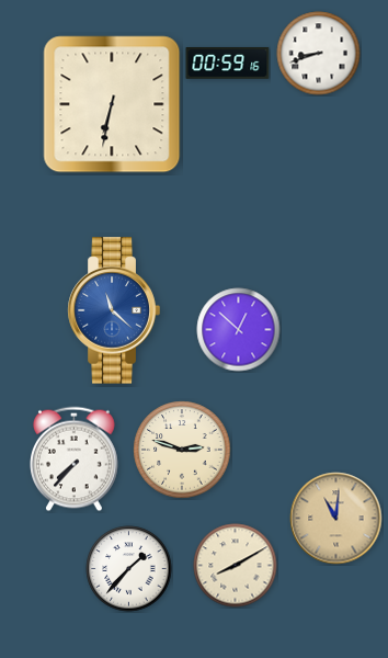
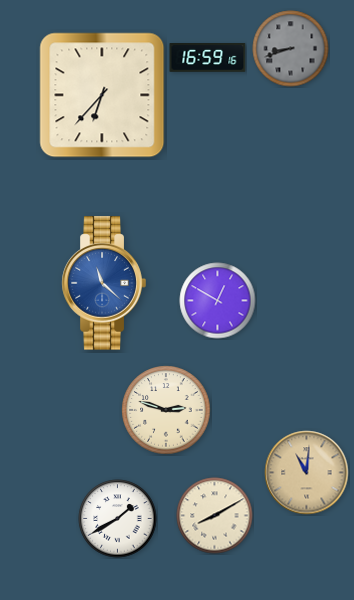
clock at (319, 54) dial: white -> grey
clock at (228, 64): 00:59 -> 16:59
clock at (112, 104): 6:32 -> 6:37
clock at (239, 330): 12:52 -> 12:50
clock at (75, 460): 7:37 -> none
clock at (129, 569): 1:37 -> 1:40
